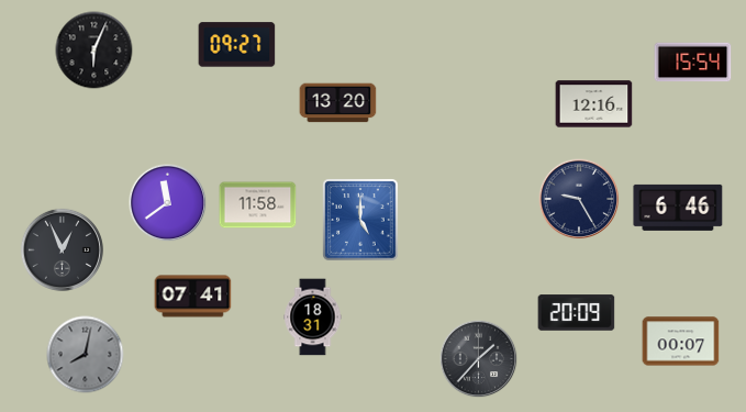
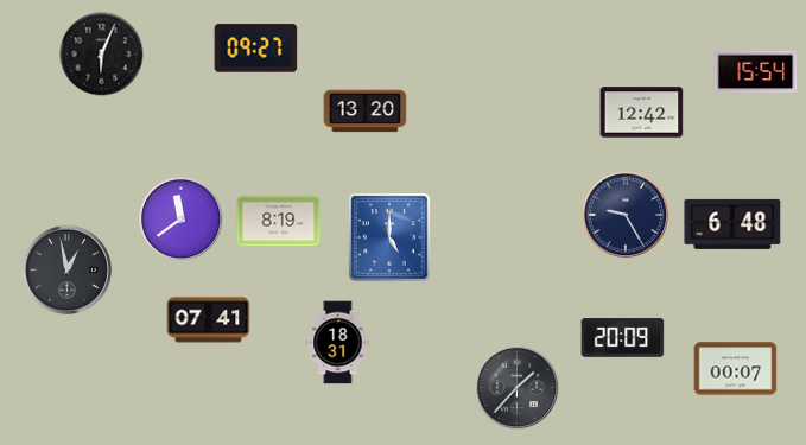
clock at (693, 63) position: (693, 63) -> (756, 72)
clock at (594, 104): 12:16 -> 12:42
clock at (258, 205): 11:58 -> 8:19
clock at (678, 208): 6:46 -> 6:48
clock at (62, 249): 12:56 -> 12:58
clock at (86, 355): 8:02 -> none
